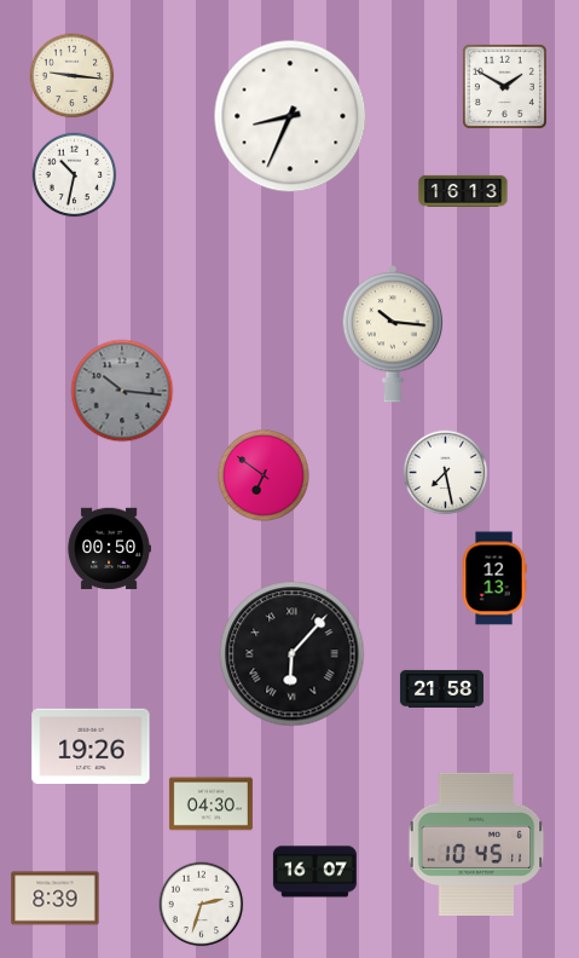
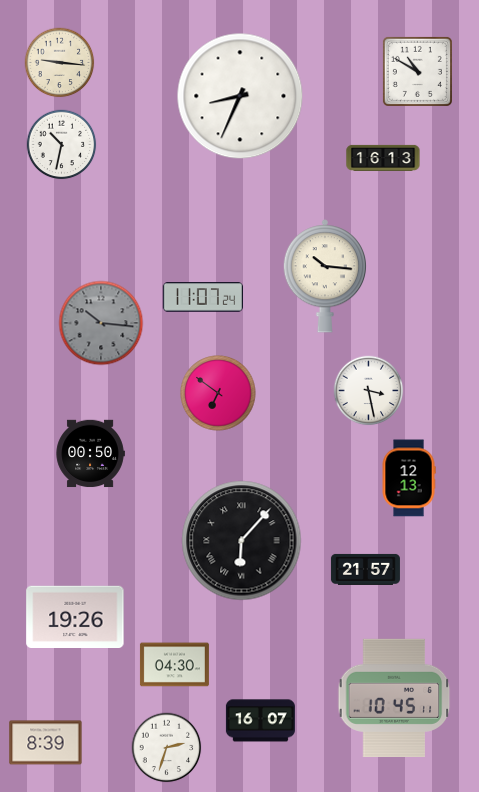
clock at (504, 86): 1:50 -> 10:50
clock at (202, 297): none -> 11:07
clock at (446, 473): 7:28 -> 3:28
clock at (441, 688): 21:58 -> 21:57
